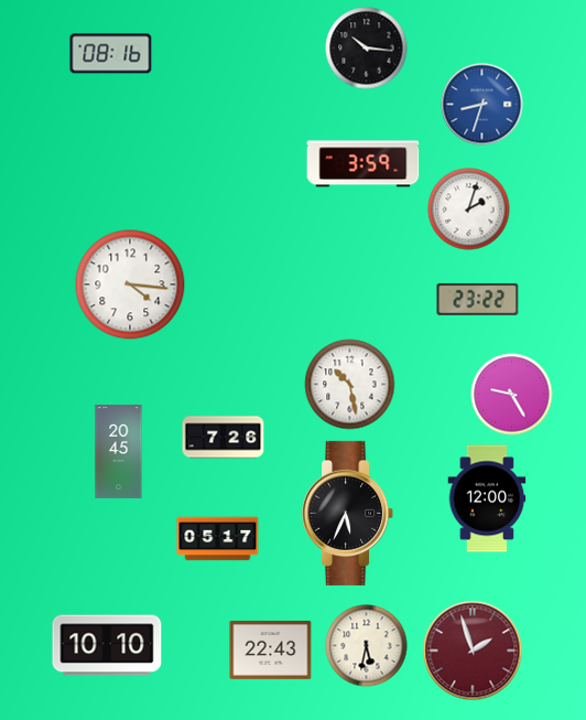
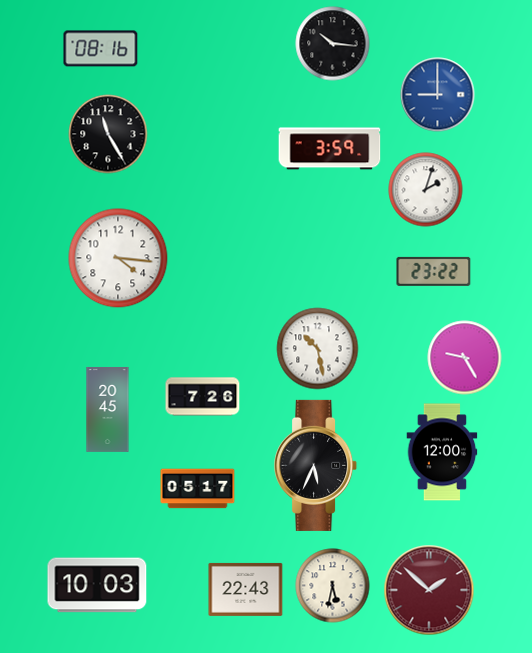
clock at (482, 105): 8:33 -> 9:00
clock at (108, 134): none -> 11:25
clock at (107, 645): 10:10 -> 10:03
clock at (473, 651): 1:57 -> 1:52
